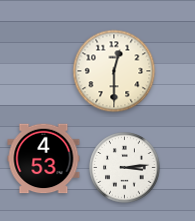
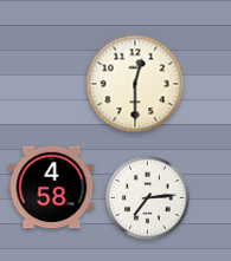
clock at (44, 159): 4:53 -> 4:58
clock at (125, 168): 3:14 -> 7:14
